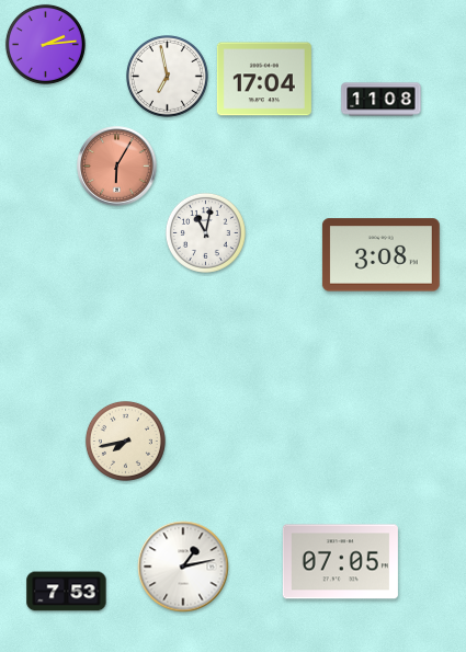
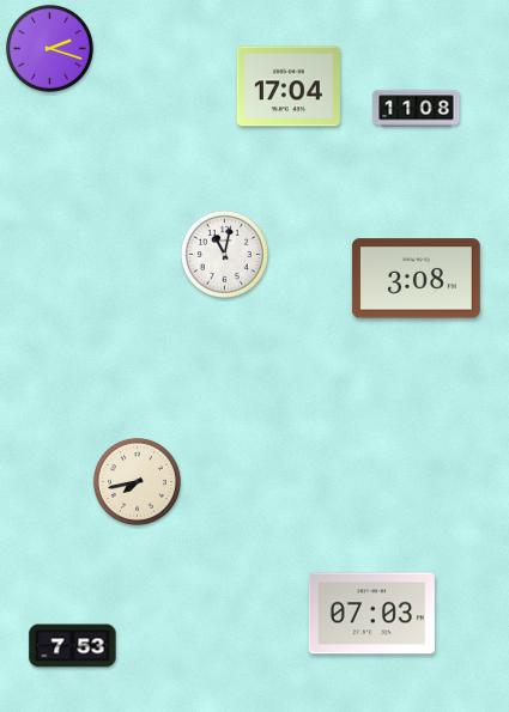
clock at (45, 44): 2:14 -> 2:18
clock at (168, 77): 6:58 -> none
clock at (117, 167): 6:05 -> none
clock at (340, 562): 07:05 -> 07:03
clock at (183, 567): 1:13 -> none
